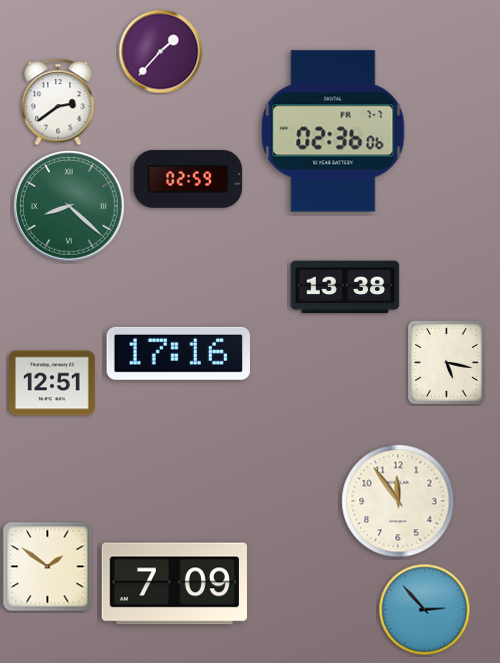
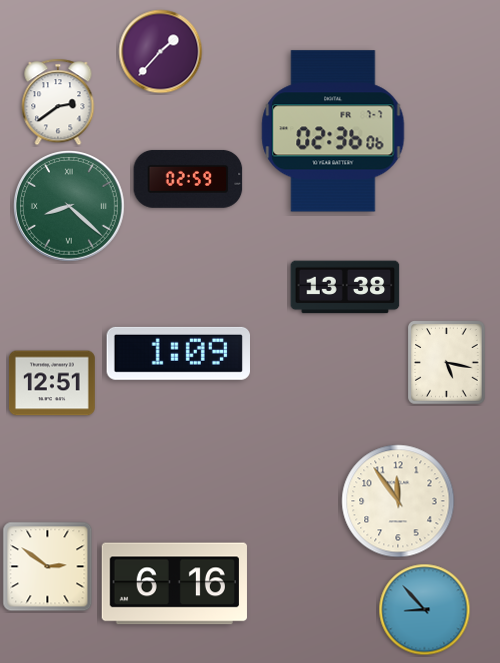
clock at (178, 353): 17:16 -> 1:09
clock at (48, 567): 1:51 -> 2:51
clock at (174, 584): 7:09 -> 6:16
clock at (425, 610): 2:53 -> 8:53
